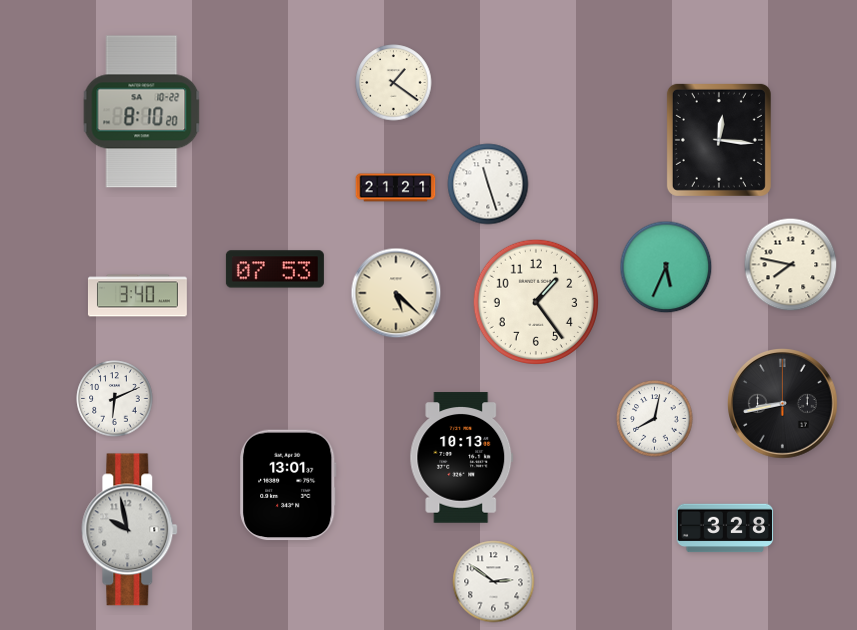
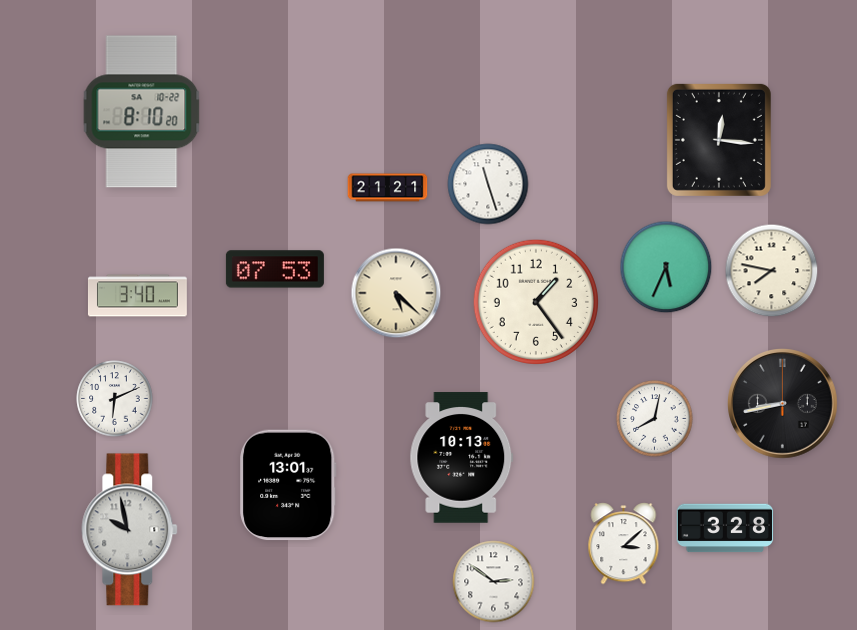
clock at (394, 83): 1:21 -> none
clock at (396, 188) position: (396, 188) -> (388, 188)
clock at (791, 265) position: (791, 265) -> (772, 271)
clock at (624, 544): none -> 3:08
